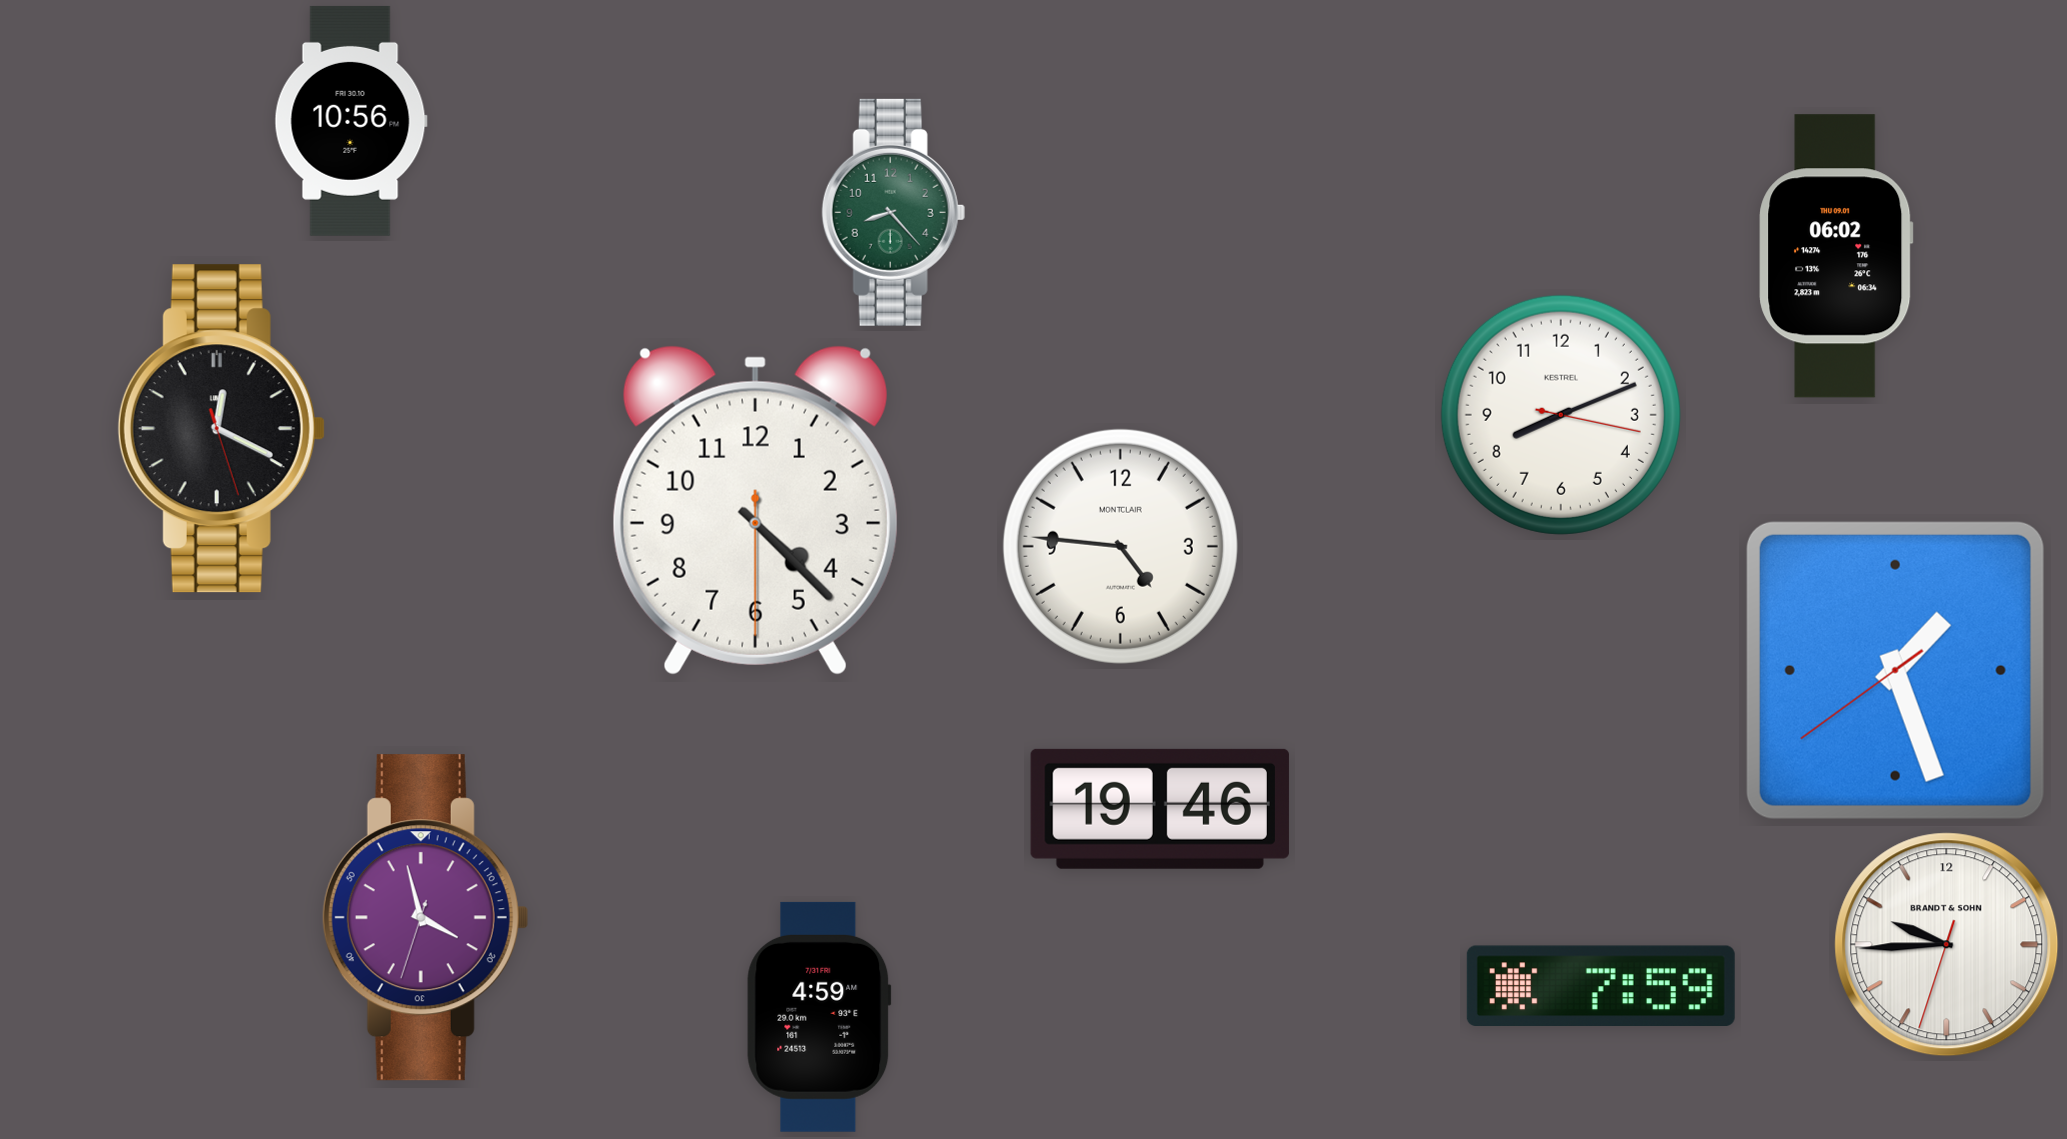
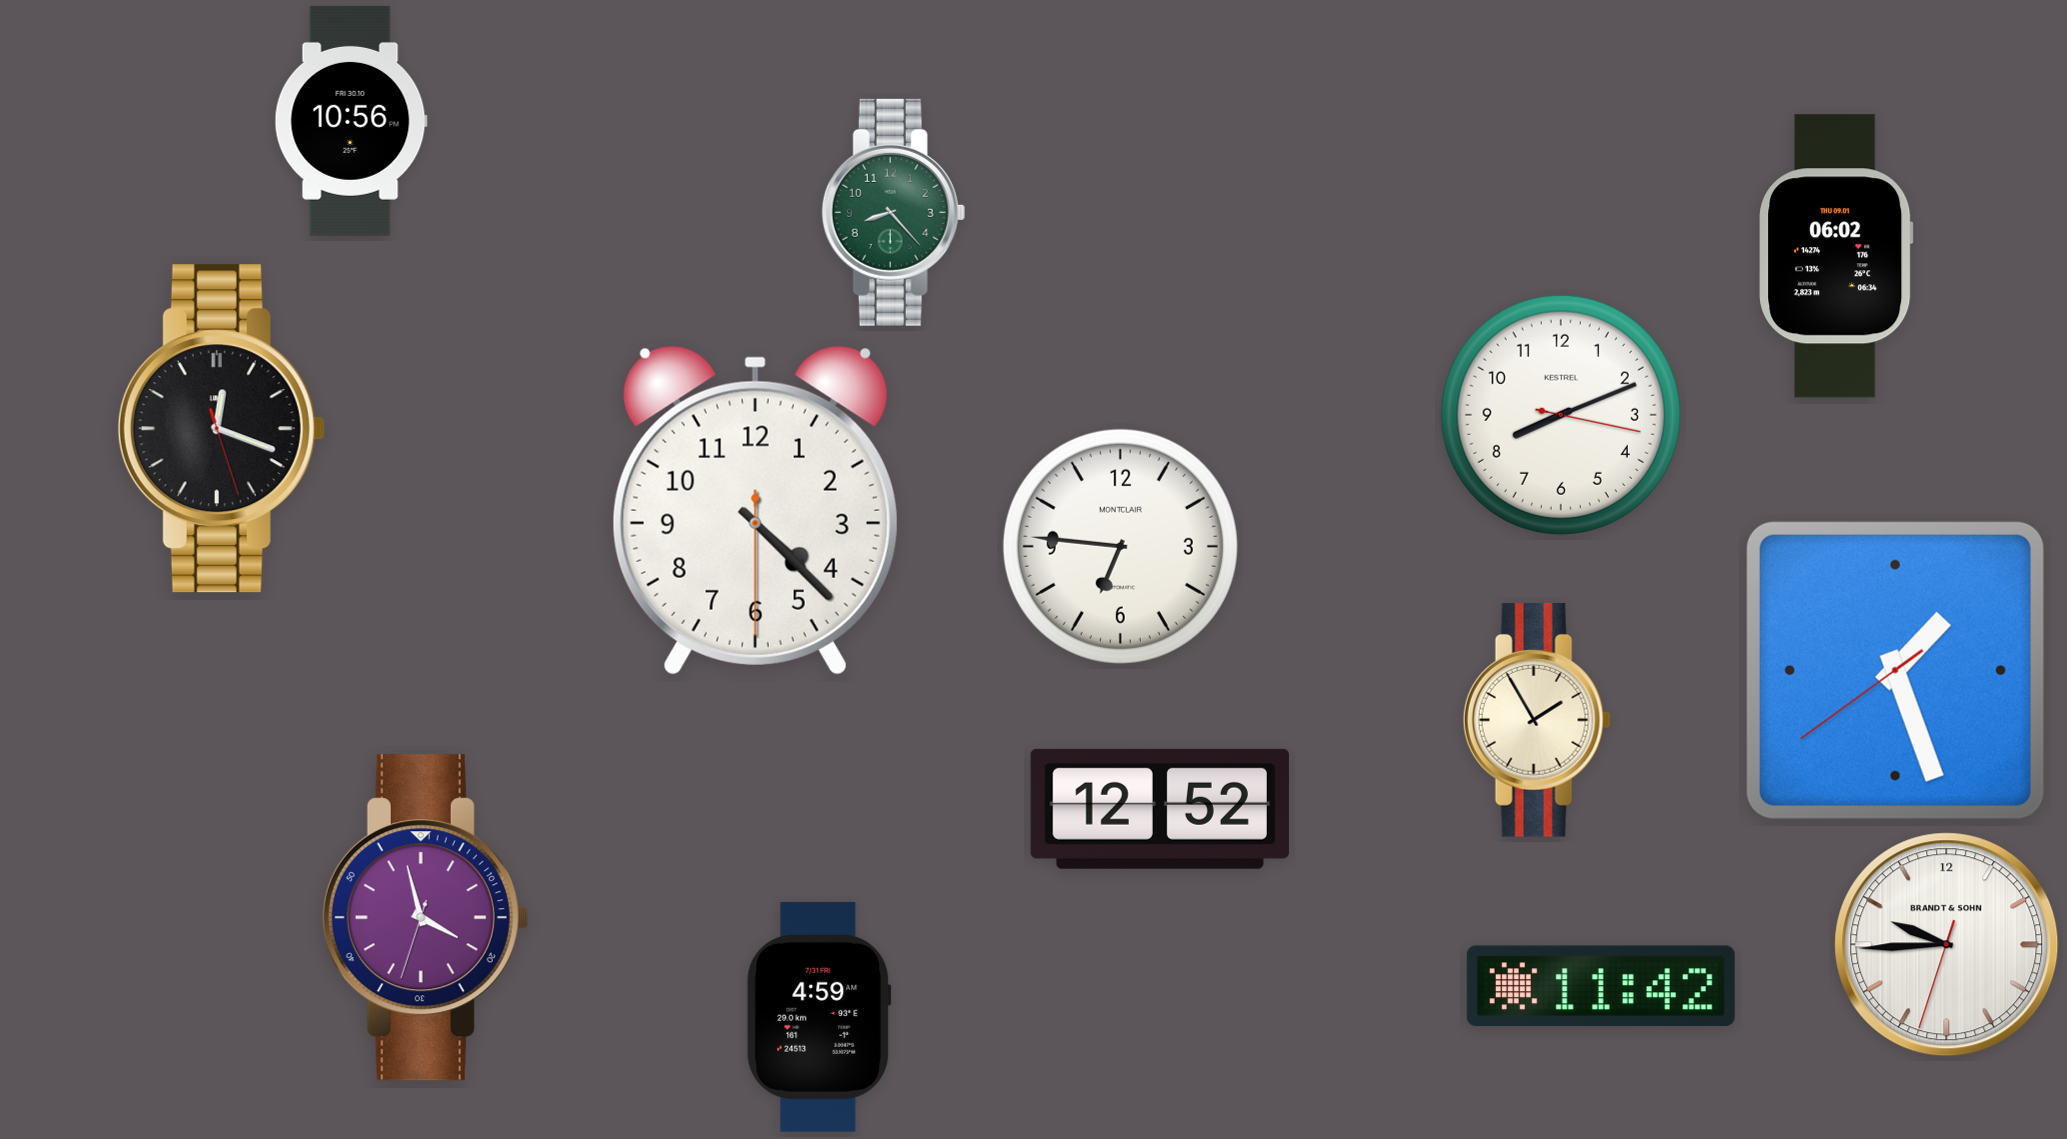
clock at (221, 429): 12:19 -> 12:18
clock at (1120, 546): 4:46 -> 6:46
clock at (1537, 720): none -> 1:55
clock at (1160, 809): 19:46 -> 12:52
clock at (1601, 985): 7:59 -> 11:42
